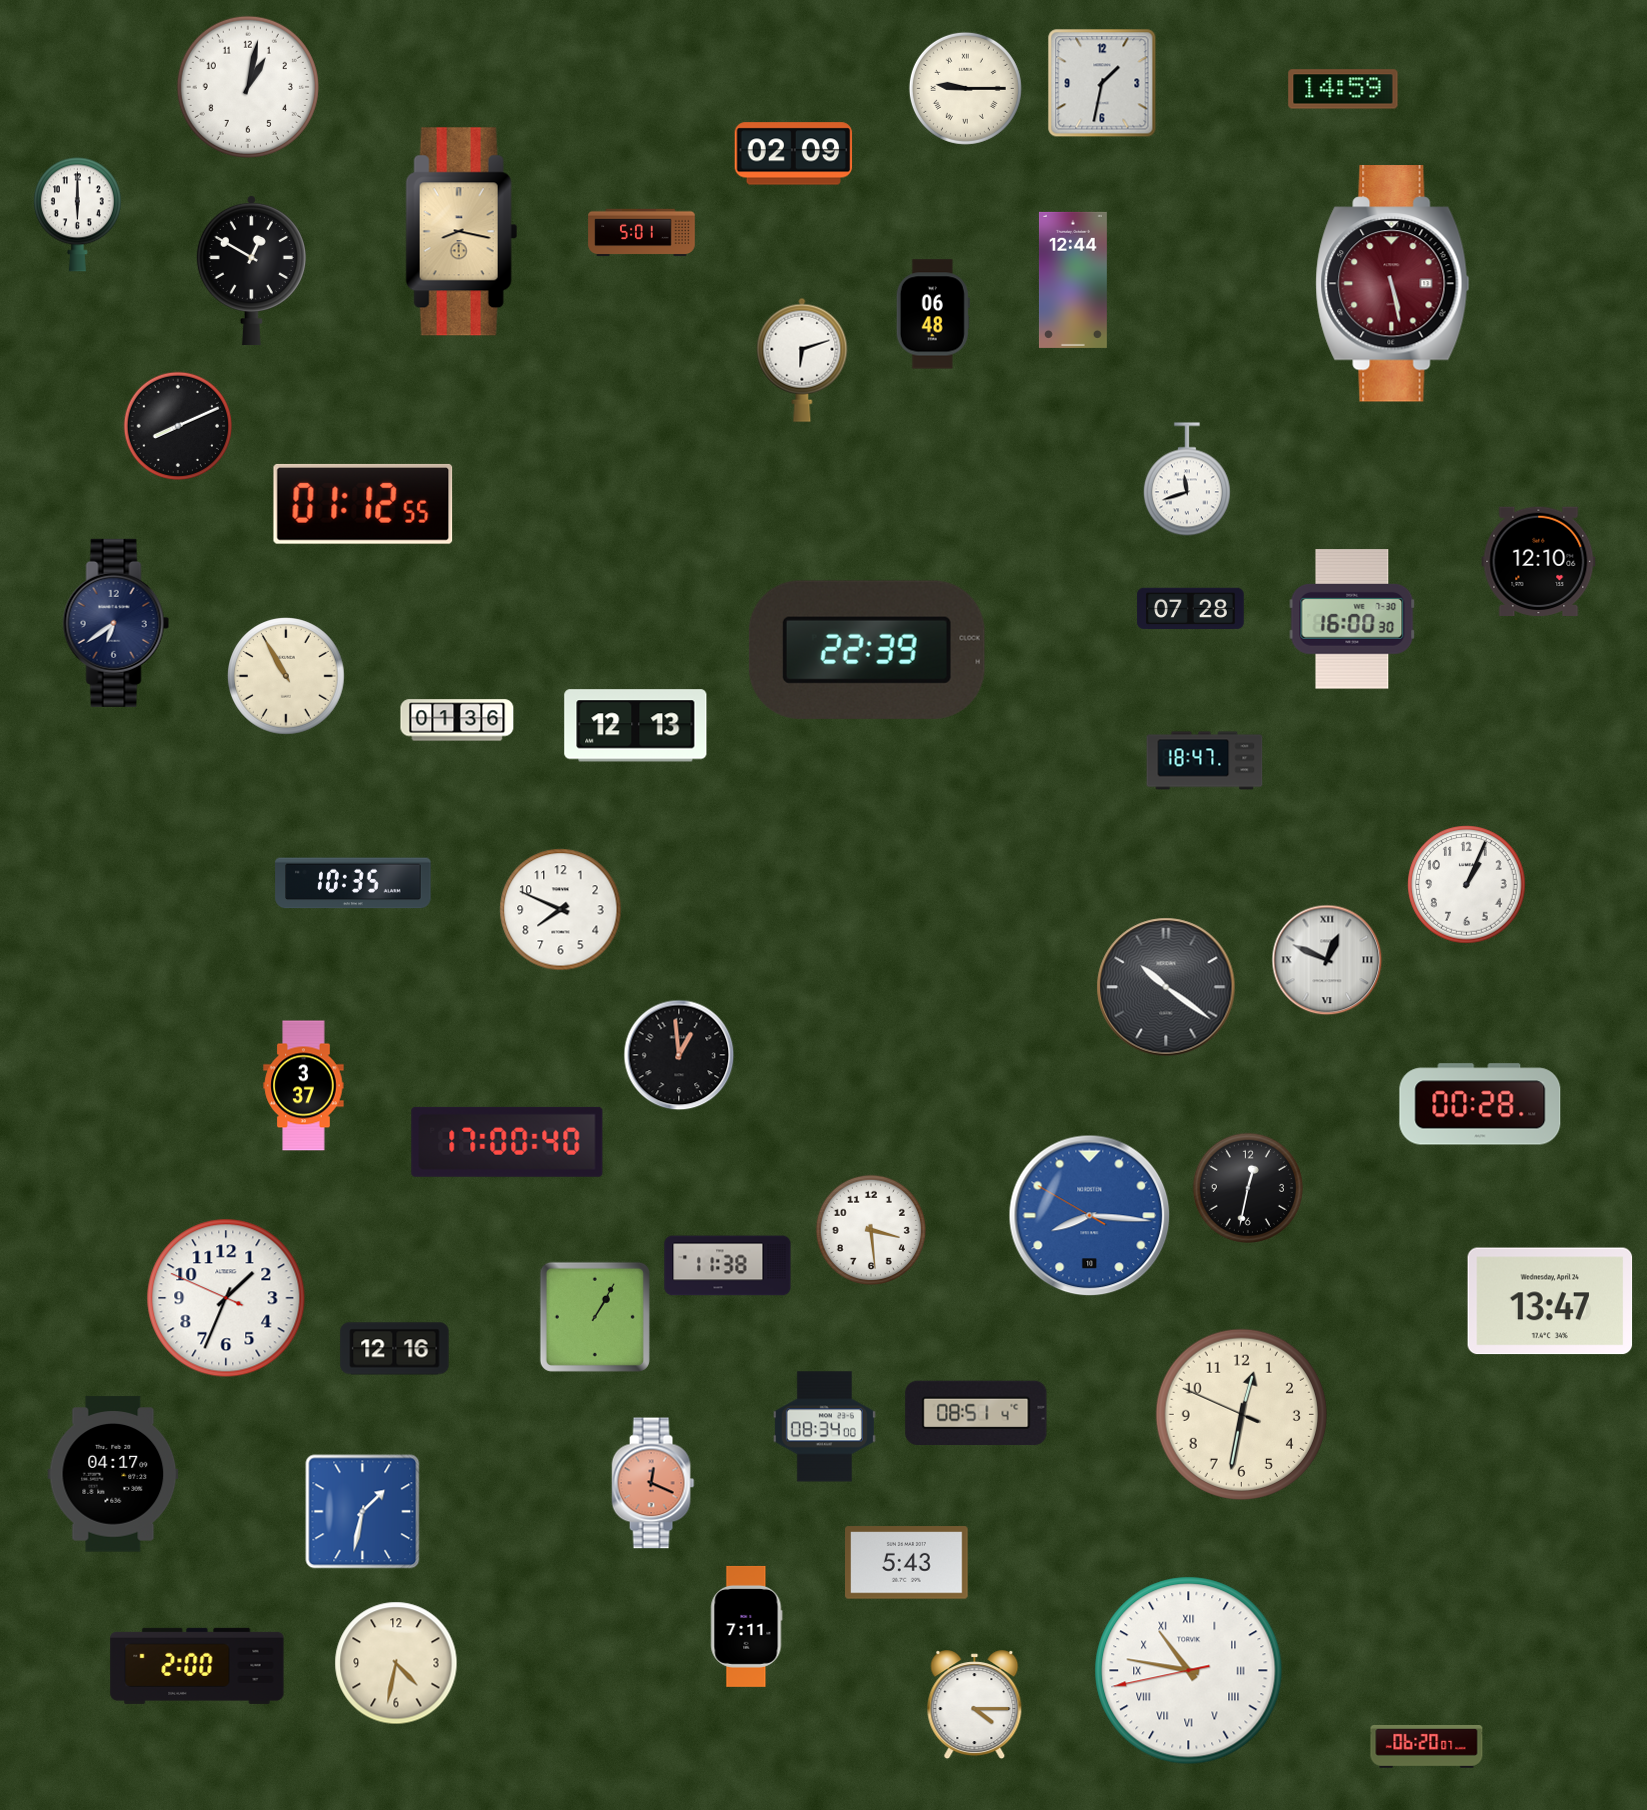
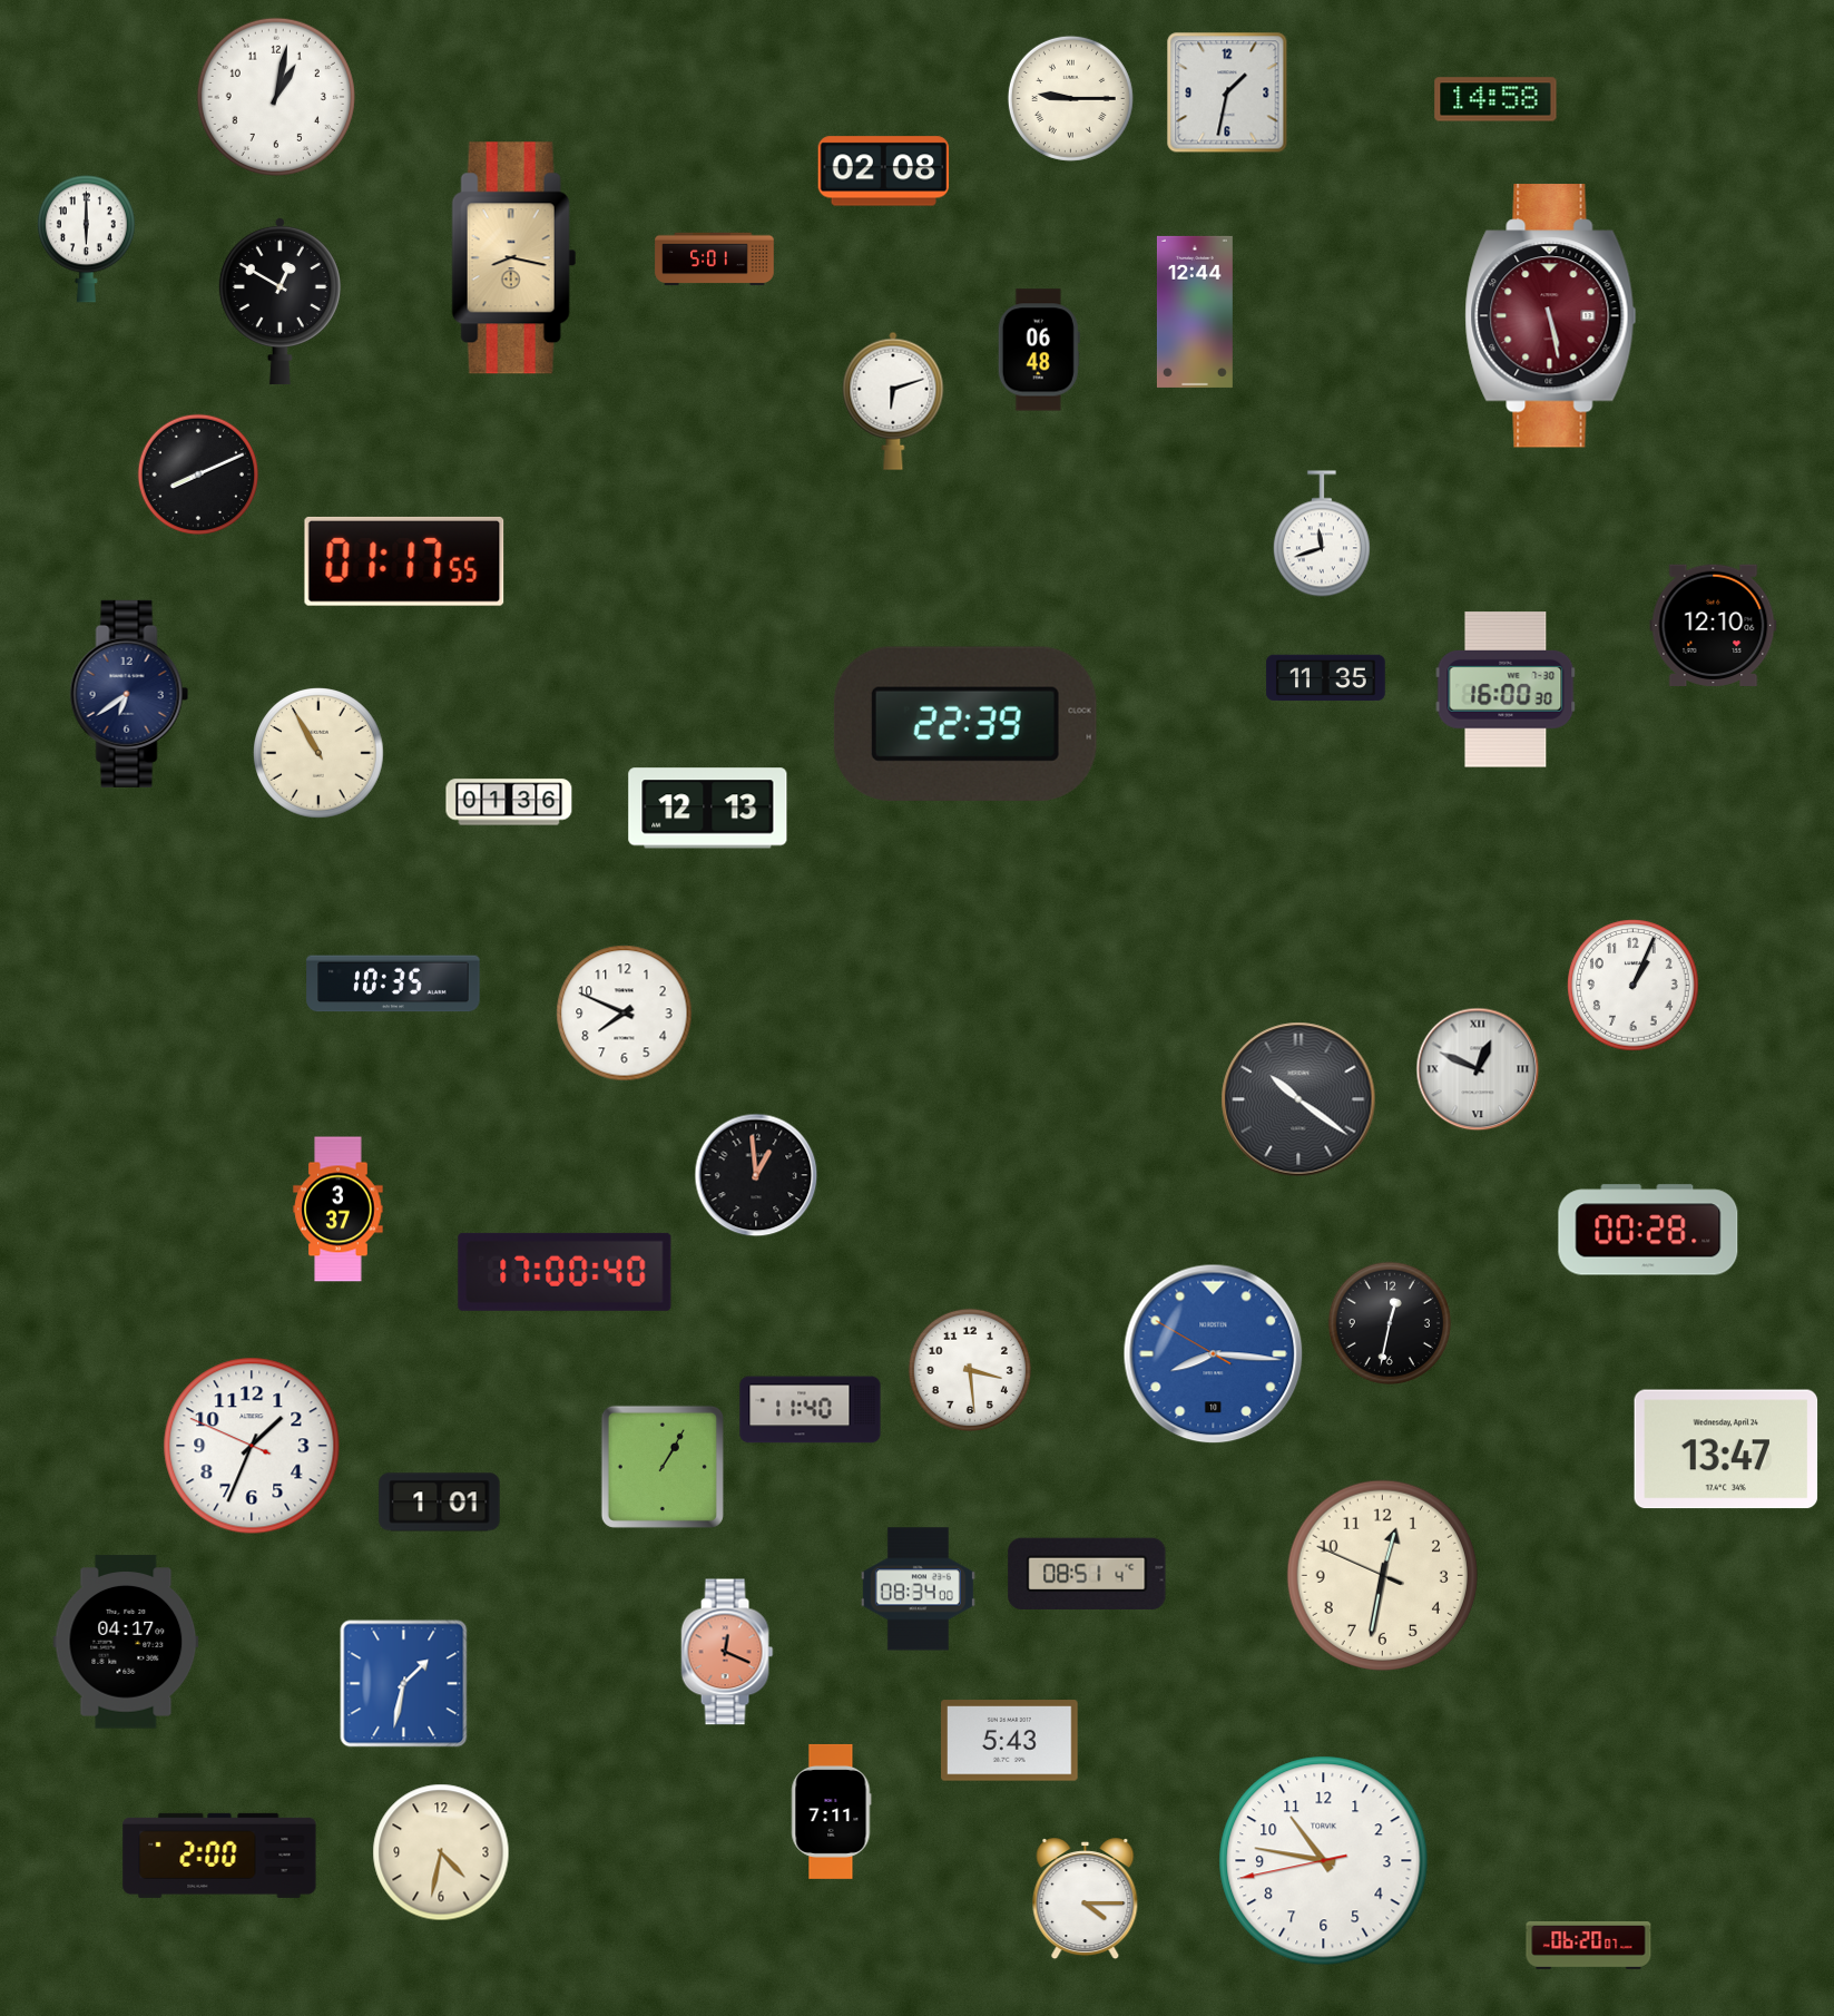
clock at (965, 88) position: (965, 88) -> (1070, 98)
clock at (1343, 89): 14:59 -> 14:58
clock at (794, 154): 02:09 -> 02:08
clock at (363, 504): 01:12 -> 01:17
clock at (1191, 609): 07:28 -> 11:35
clock at (1205, 761): 18:47 -> none
clock at (728, 1266): 11:38 -> 11:40
clock at (395, 1349): 12:16 -> 1:01
clock at (1189, 1671) numerals: Roman -> Arabic
